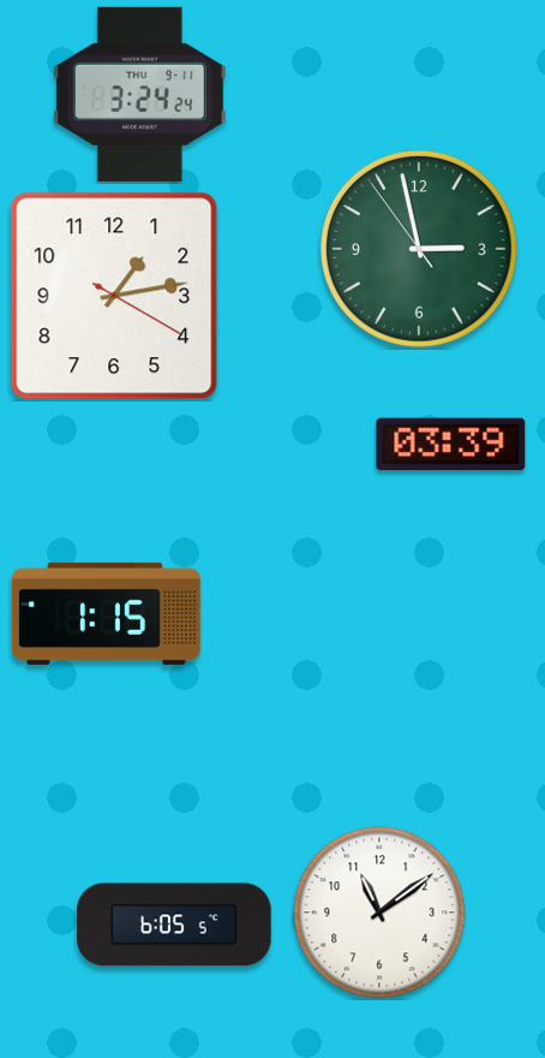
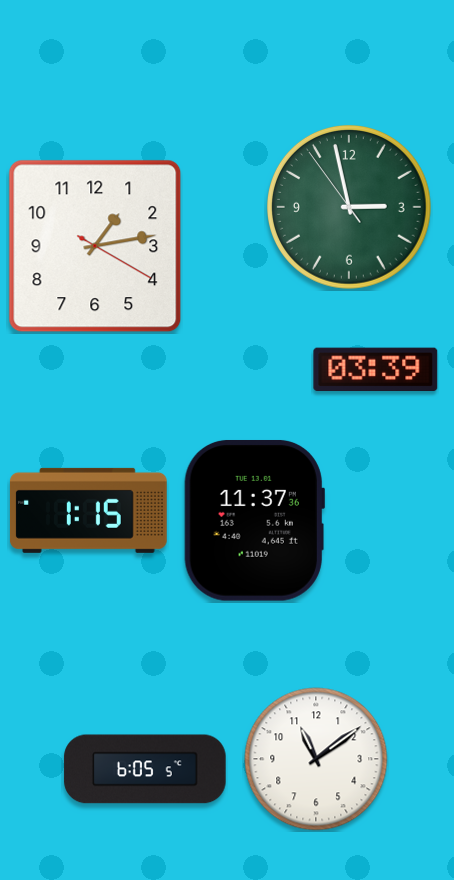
clock at (139, 94): 3:24 -> none
clock at (254, 520): none -> 11:37
